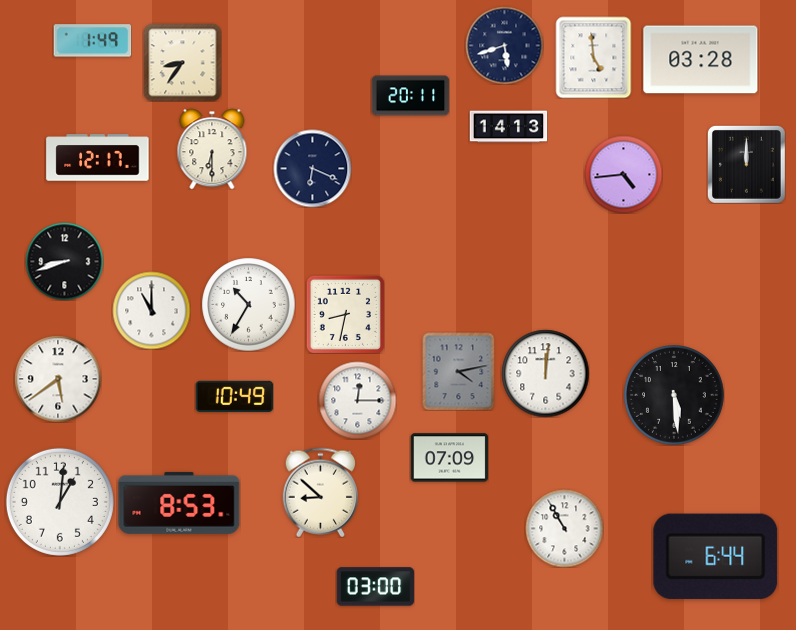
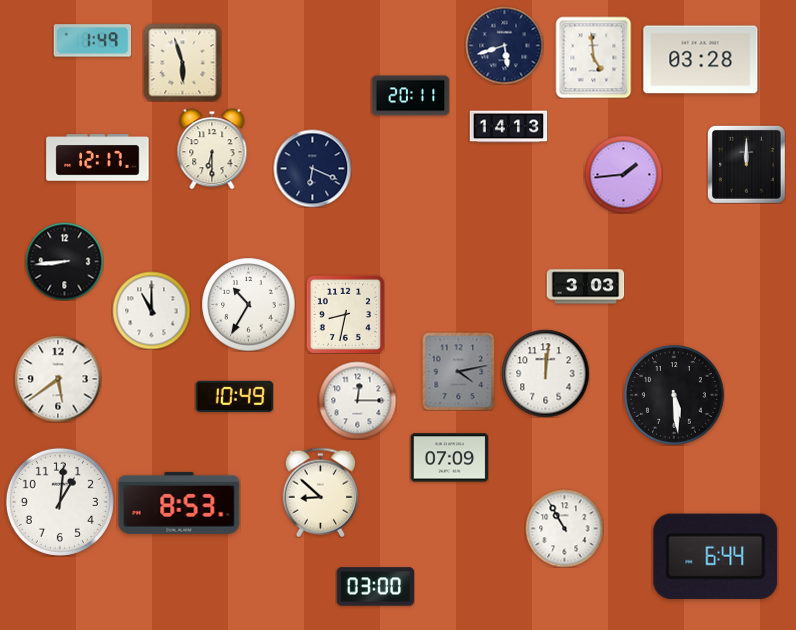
clock at (182, 62): 8:36 -> 5:57
clock at (623, 174): 4:44 -> 1:44
clock at (64, 261): 8:42 -> 8:44
clock at (585, 287): none -> 3:03
